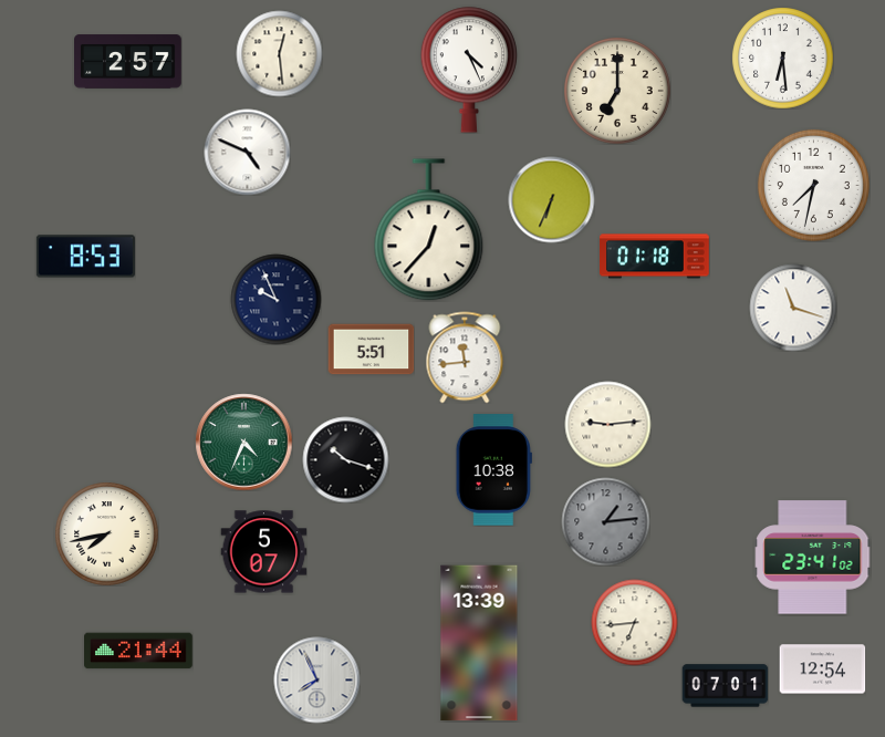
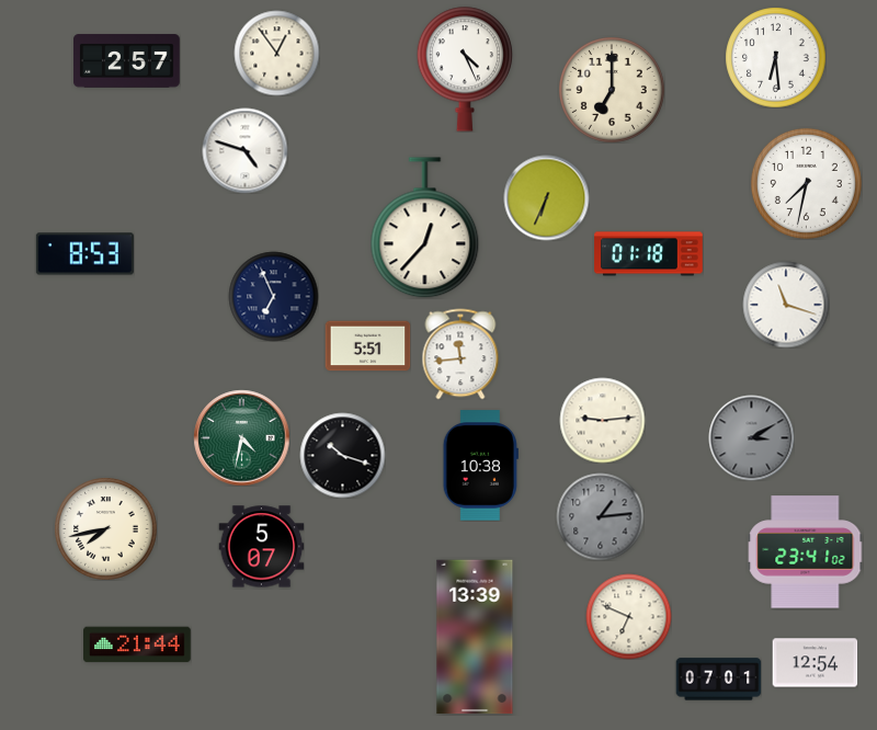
clock at (279, 53): 12:29 -> 12:54
clock at (247, 152): 4:49 -> 4:48
clock at (275, 299): 9:56 -> 6:56
clock at (243, 442): 4:34 -> 4:32
clock at (751, 437): none -> 3:10
clock at (493, 470) position: (493, 470) -> (480, 466)
clock at (634, 622): 6:44 -> 6:49
clock at (316, 679): 7:56 -> none
